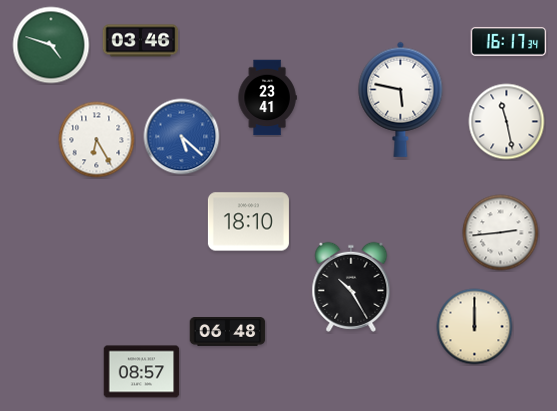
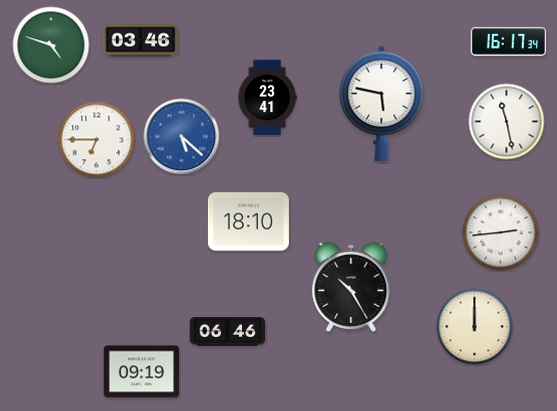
clock at (401, 99) position: (401, 99) -> (382, 103)
clock at (97, 140): 6:25 -> 6:45
clock at (228, 332): 06:48 -> 06:46
clock at (142, 372): 08:57 -> 09:19
